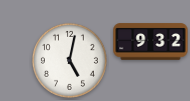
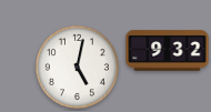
clock at (151, 42) position: (151, 42) -> (168, 51)
